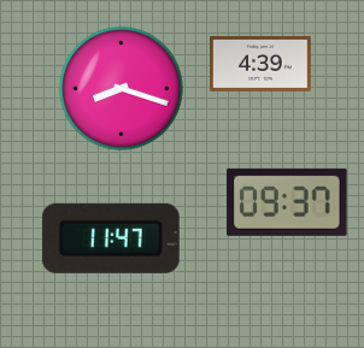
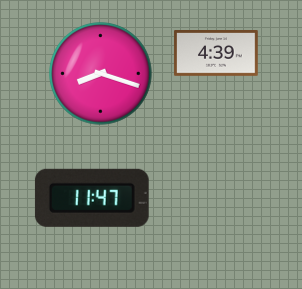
clock at (287, 202): 09:37 -> none
